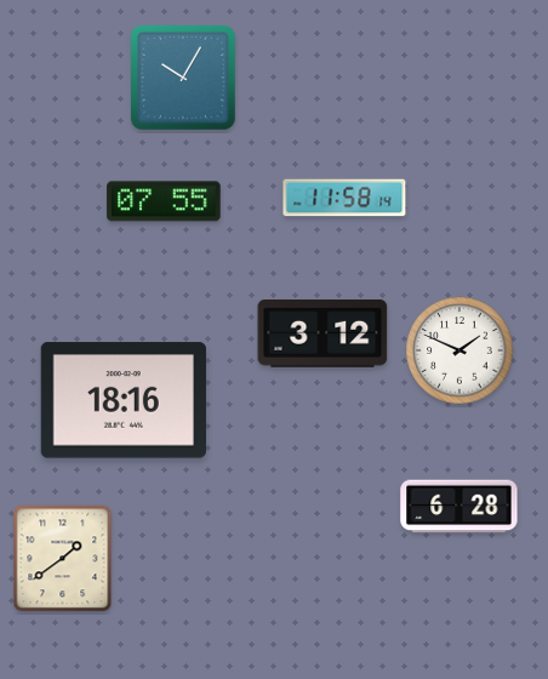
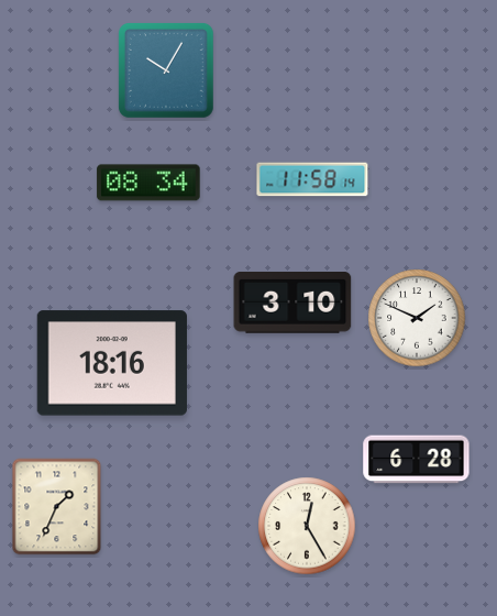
clock at (164, 201): 07:55 -> 08:34
clock at (322, 335): 3:12 -> 3:10
clock at (63, 559): 1:39 -> 1:34
clock at (307, 526): none -> 12:25
